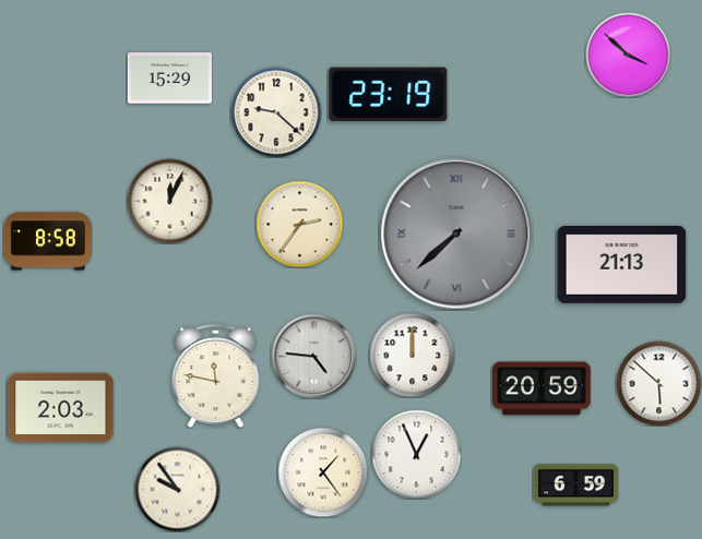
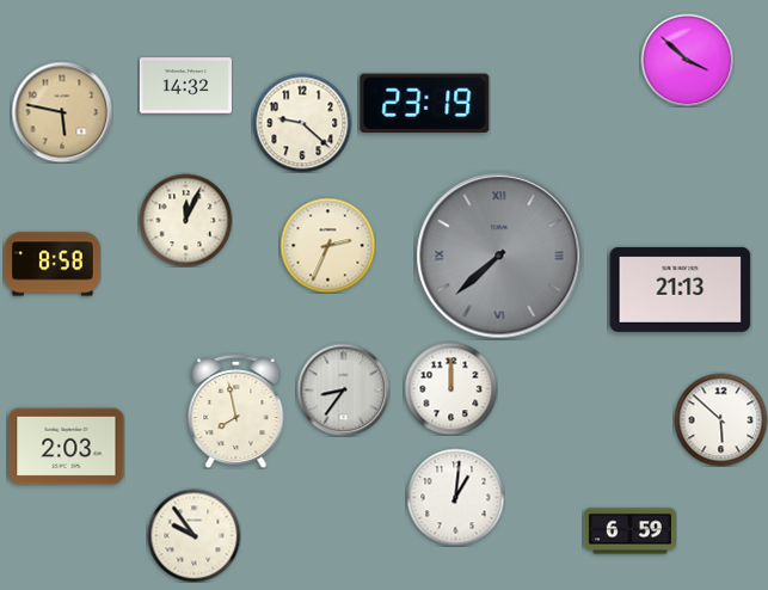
clock at (169, 79): 15:29 -> 14:32
clock at (62, 112): none -> 5:47
clock at (299, 224): 2:36 -> 2:34
clock at (313, 356): 4:46 -> 8:36
clock at (216, 375): 11:47 -> 7:58
clock at (542, 388): 20:59 -> none
clock at (416, 454): 12:56 -> 1:01
clock at (323, 472): 1:24 -> none
